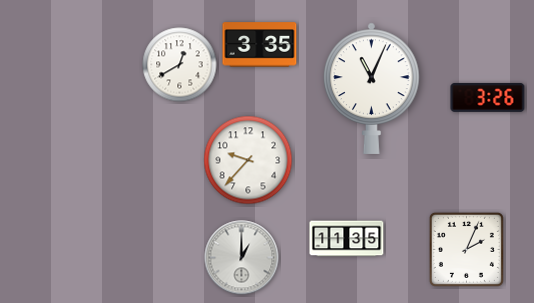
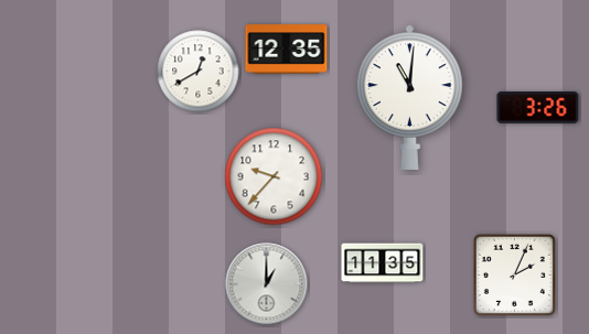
clock at (260, 45): 3:35 -> 12:35
clock at (371, 88): 11:04 -> 11:01
